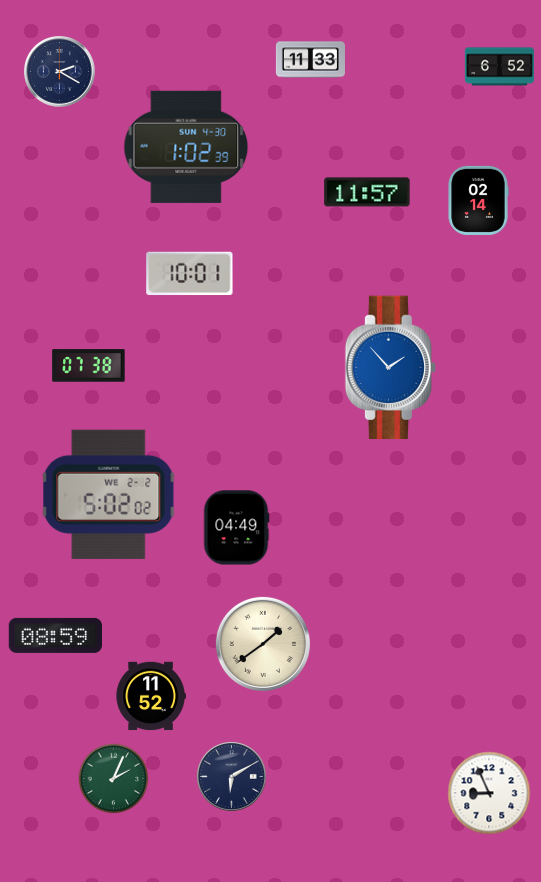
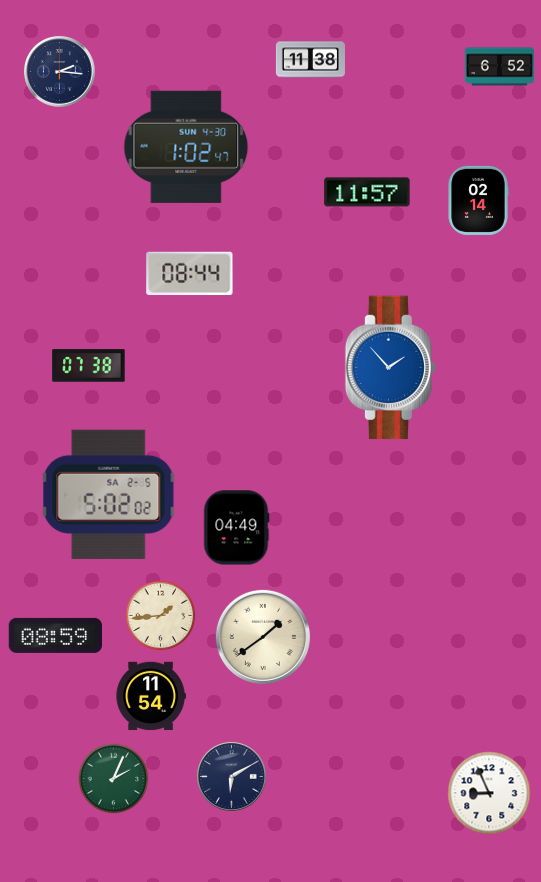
clock at (310, 60): 11:33 -> 11:38
clock at (60, 72): 2:20 -> 2:16
clock at (186, 147): 1:02:39 -> 1:02:47
clock at (190, 274): 10:01 -> 08:44
clock at (109, 494) date: WE 2-2 -> SA 2-5
clock at (161, 616): none -> 1:44
clock at (263, 644) position: (263, 644) -> (263, 637)
clock at (151, 696): 11:52 -> 11:54
